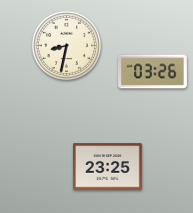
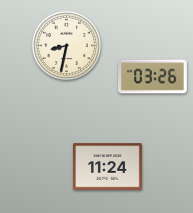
clock at (153, 72) position: (153, 72) -> (153, 77)
clock at (108, 167): 23:25 -> 11:24
